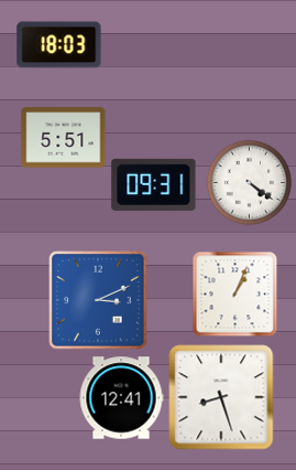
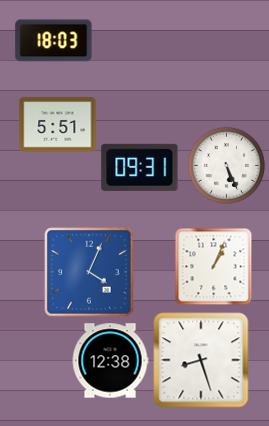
clock at (249, 182): 4:21 -> 5:26
clock at (98, 300): 3:11 -> 4:04
clock at (121, 398): 12:41 -> 12:38
